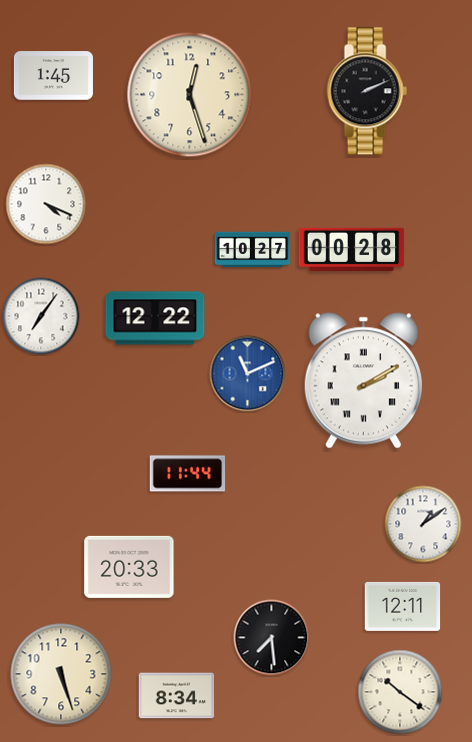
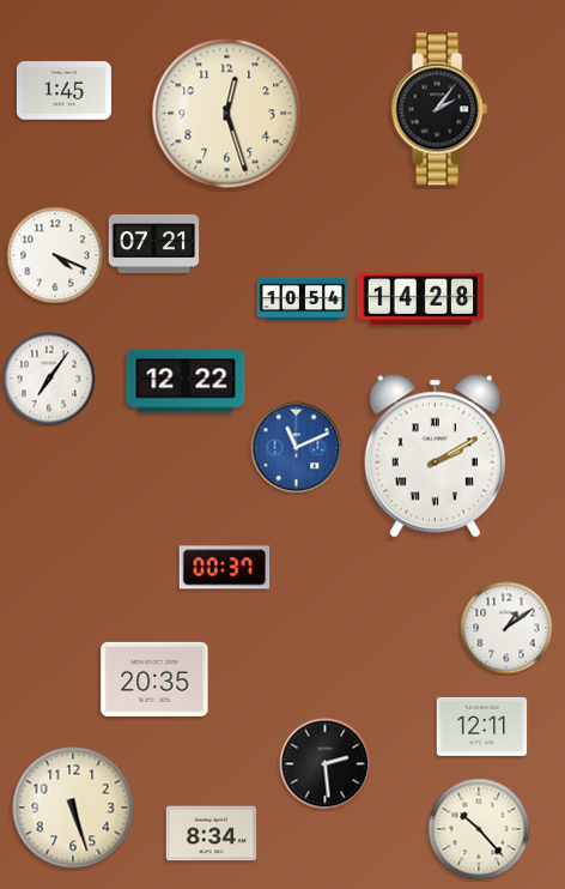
clock at (367, 91): 2:11 -> 2:06
clock at (154, 243): none -> 07:21
clock at (46, 204) position: (46, 204) -> (55, 255)
clock at (352, 249): 00:28 -> 14:28
clock at (253, 250): 10:27 -> 10:54
clock at (188, 474): 11:44 -> 00:37
clock at (129, 567): 20:33 -> 20:35
clock at (272, 638): 7:29 -> 2:29
clock at (400, 692): 10:21 -> 10:23
